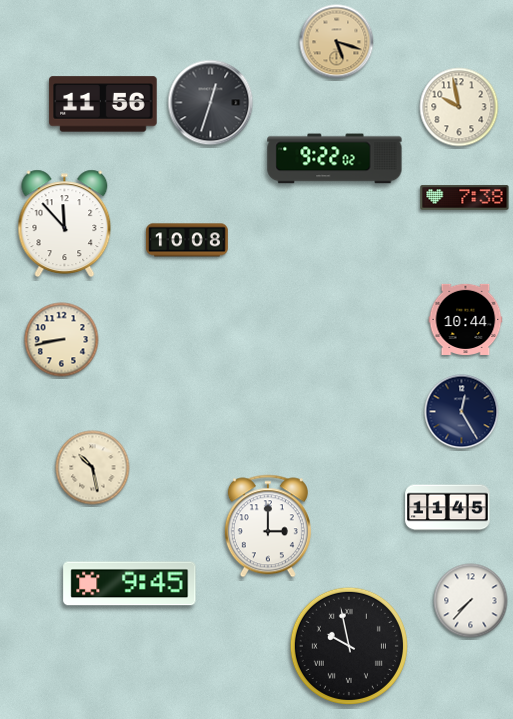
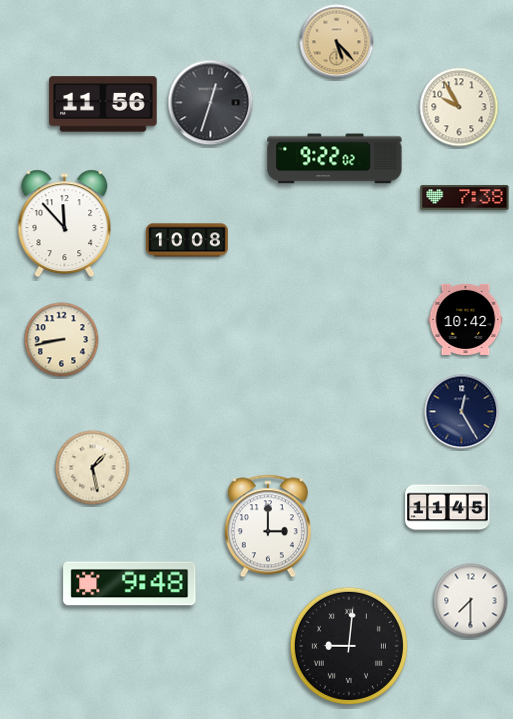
clock at (337, 42): 5:18 -> 5:23
clock at (459, 107): 9:58 -> 9:55
clock at (466, 319): 10:44 -> 10:42
clock at (93, 468): 10:28 -> 1:28
clock at (130, 584): 9:45 -> 9:48
clock at (471, 601): 7:37 -> 7:30
clock at (349, 646): 9:58 -> 9:01
